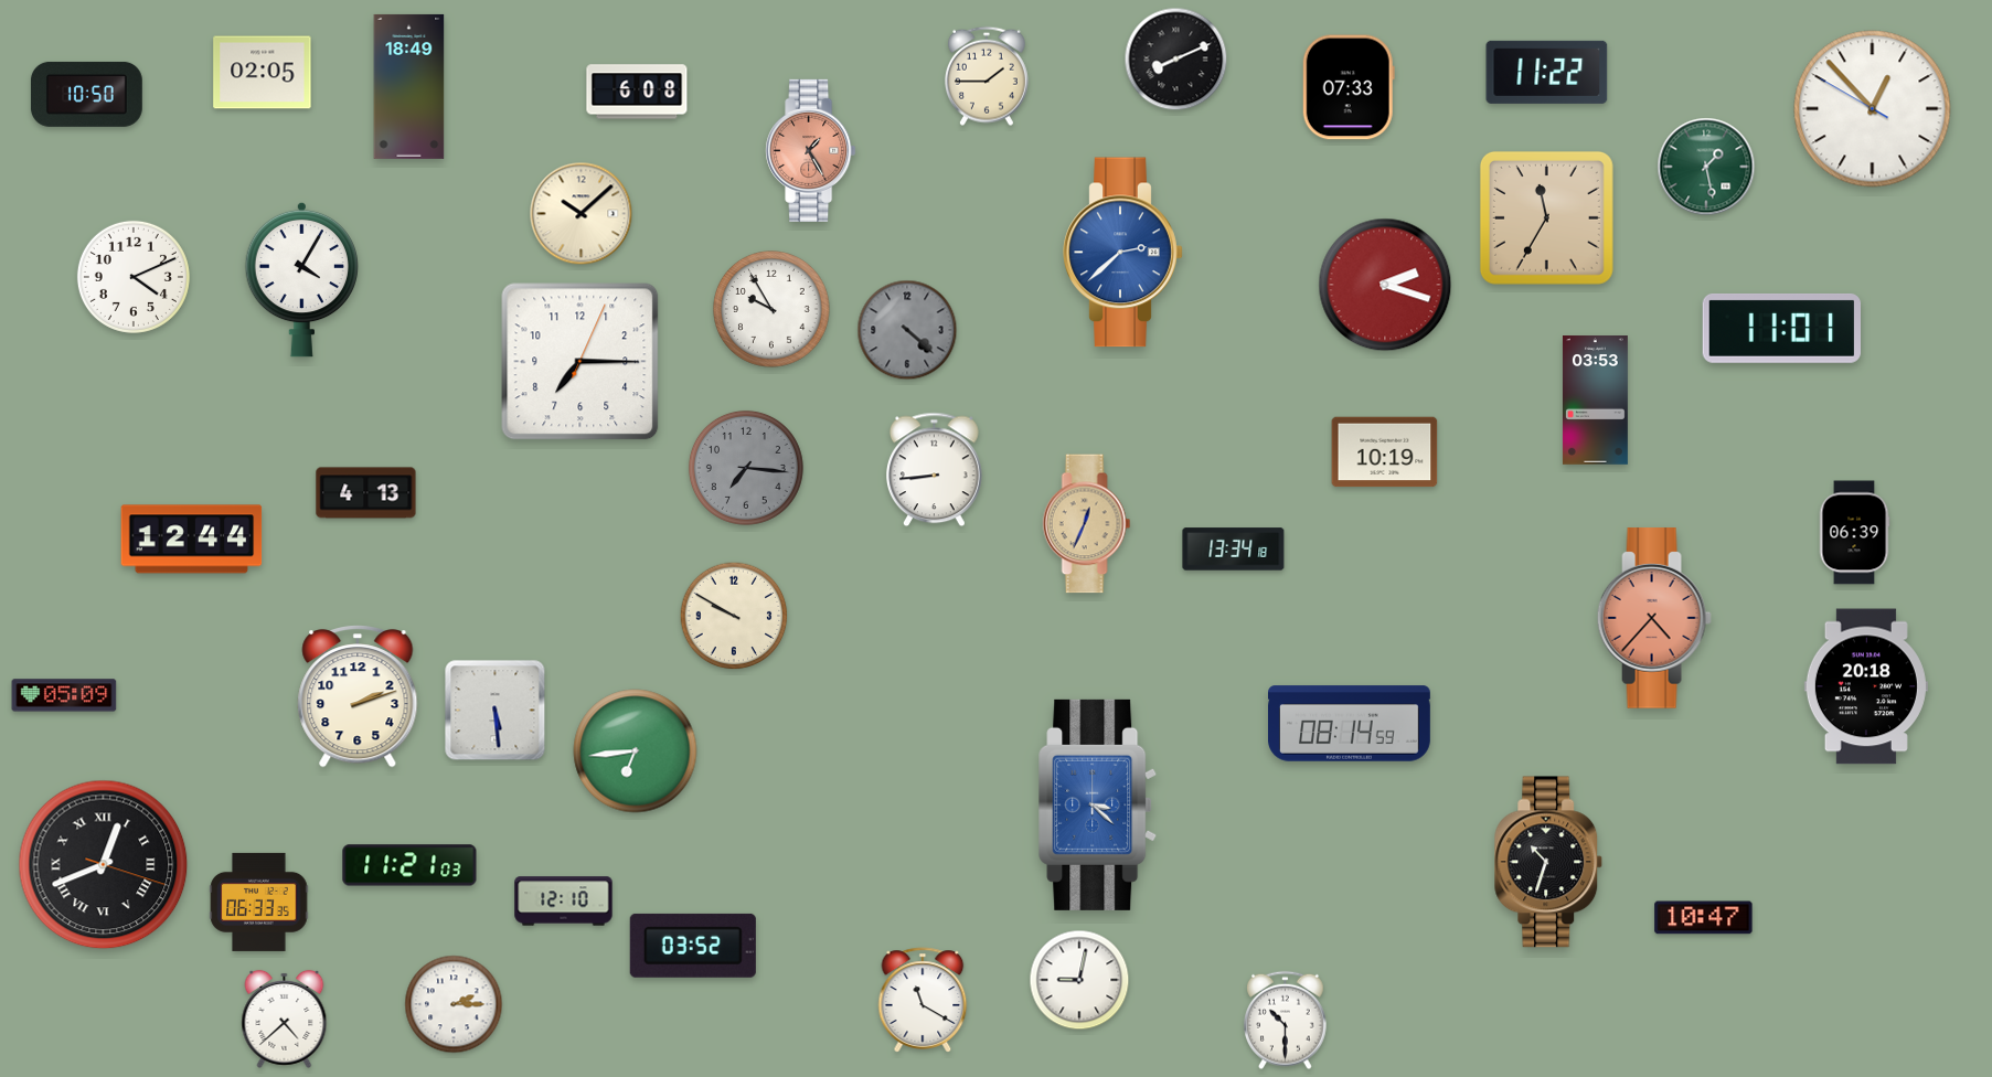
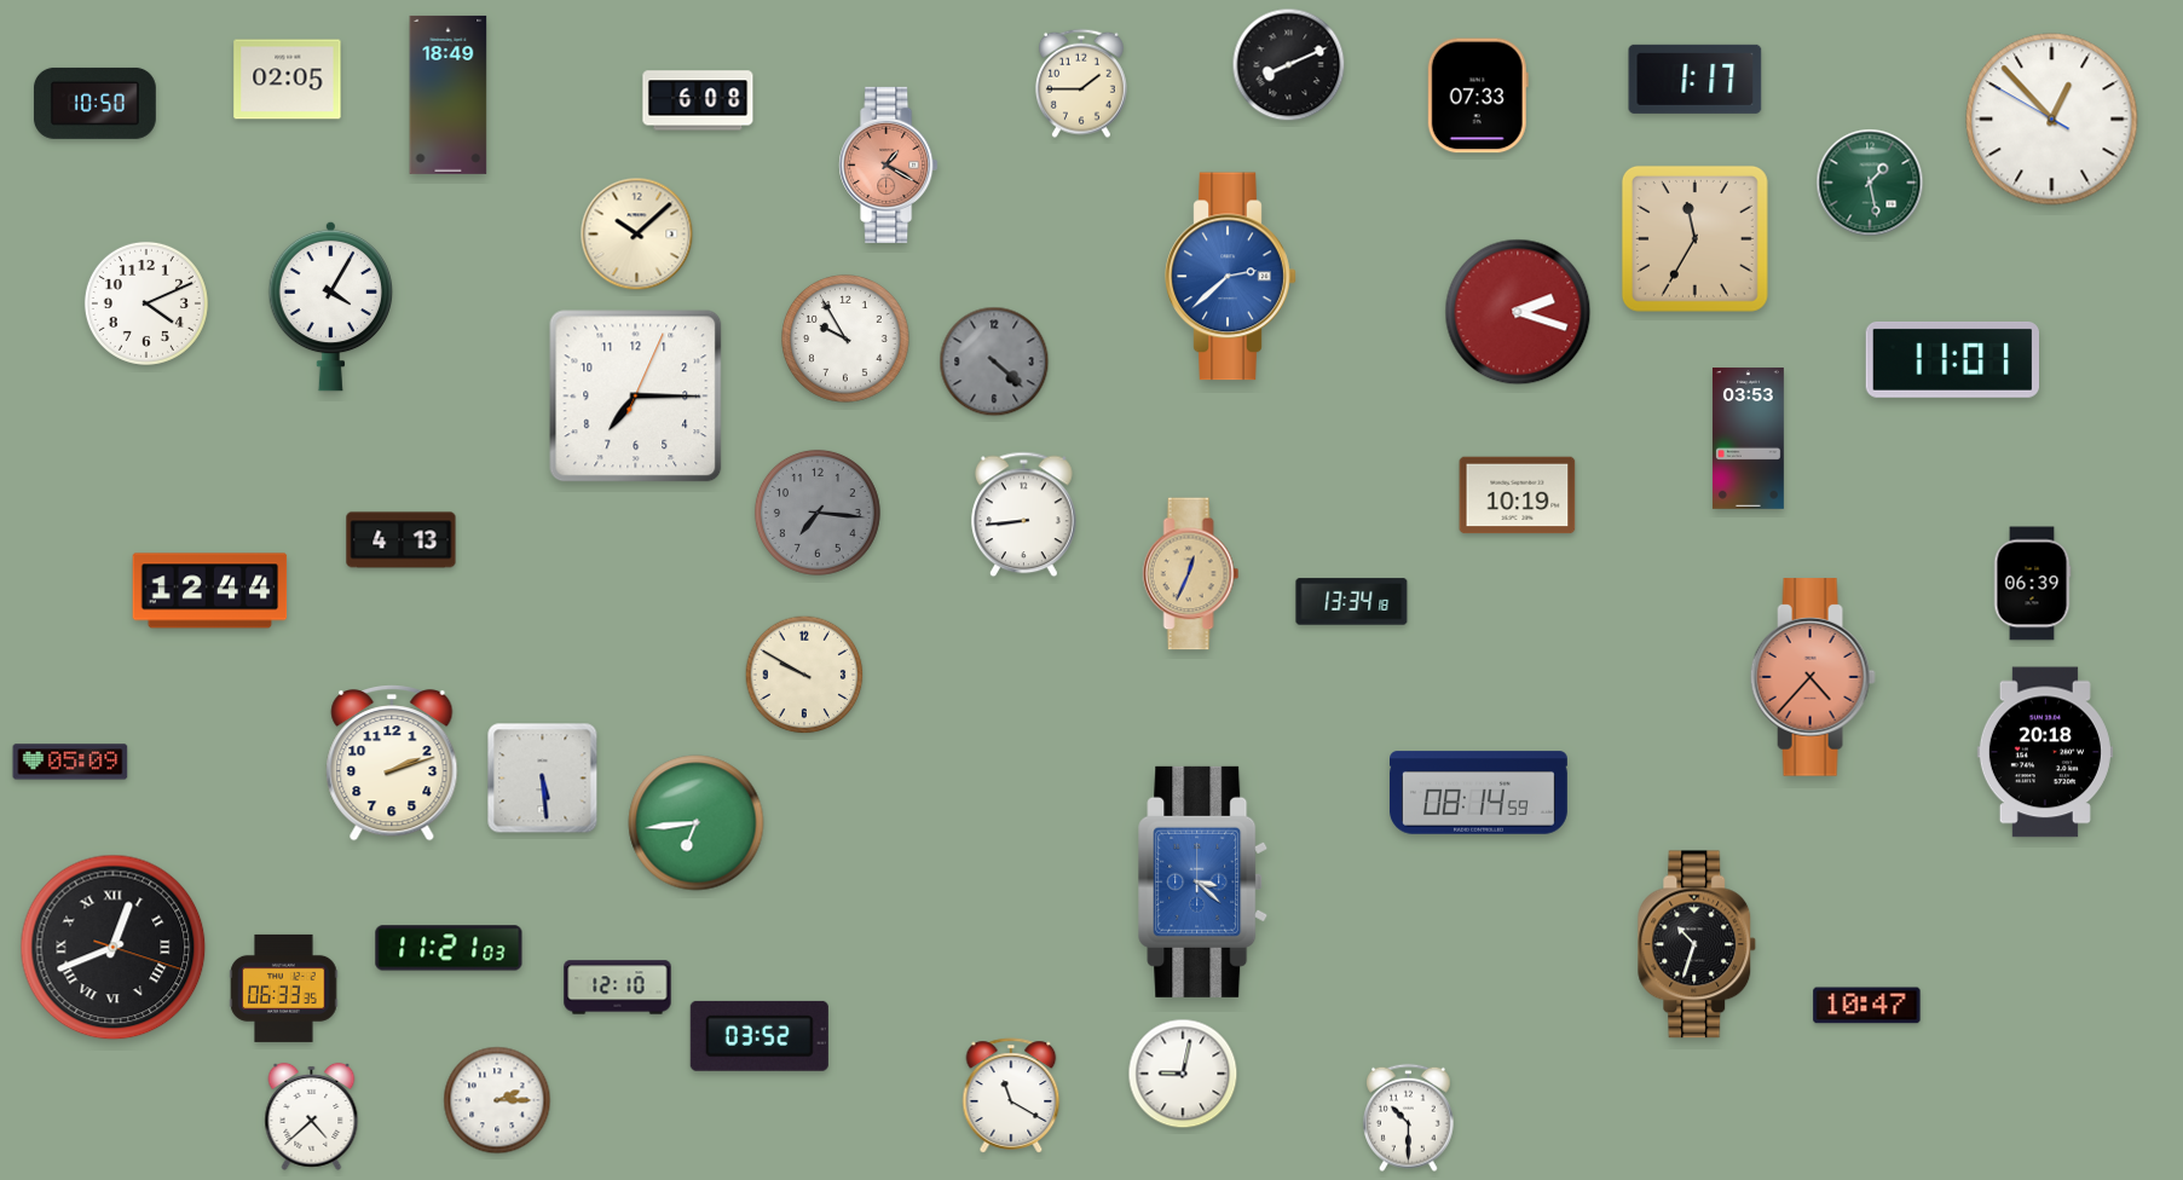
clock at (1547, 72): 11:22 -> 1:17
clock at (811, 150): 1:25 -> 1:20
